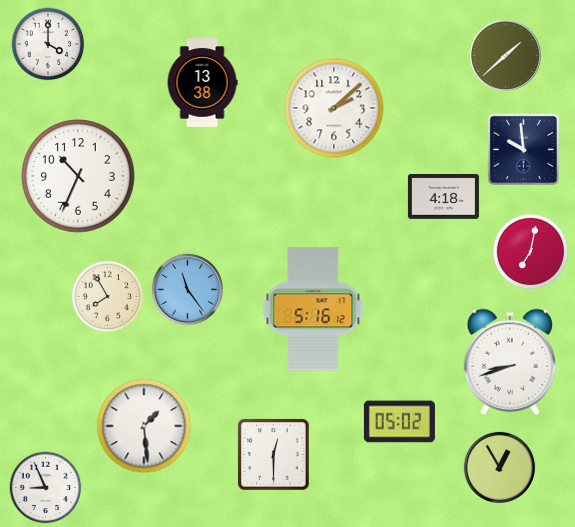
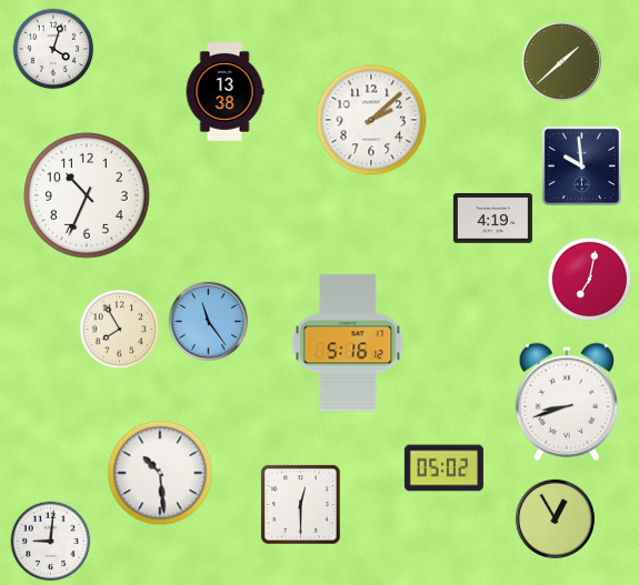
clock at (48, 44): 4:00 -> 4:03
clock at (443, 197): 4:18 -> 4:19
clock at (144, 426): 1:29 -> 10:29
clock at (274, 455) position: (274, 455) -> (301, 505)
clock at (46, 488): 8:56 -> 9:01
